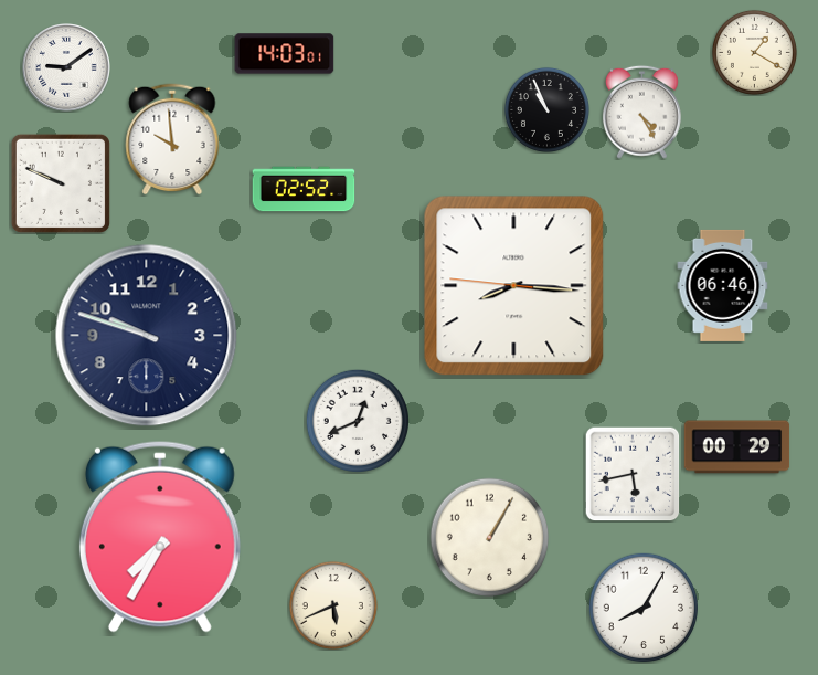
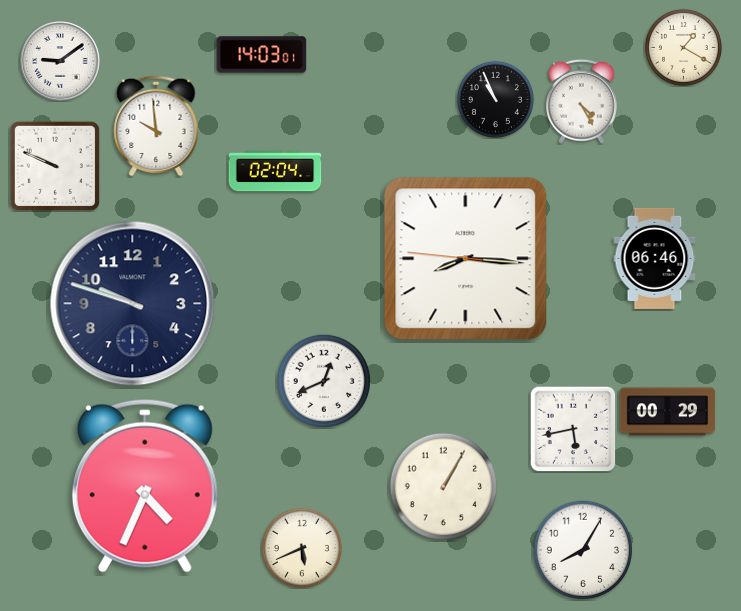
clock at (285, 54) position: (285, 54) -> (262, 55)
clock at (304, 189): 02:52 -> 02:04
clock at (737, 447) position: (737, 447) -> (668, 412)
clock at (160, 537): 7:35 -> 4:34
